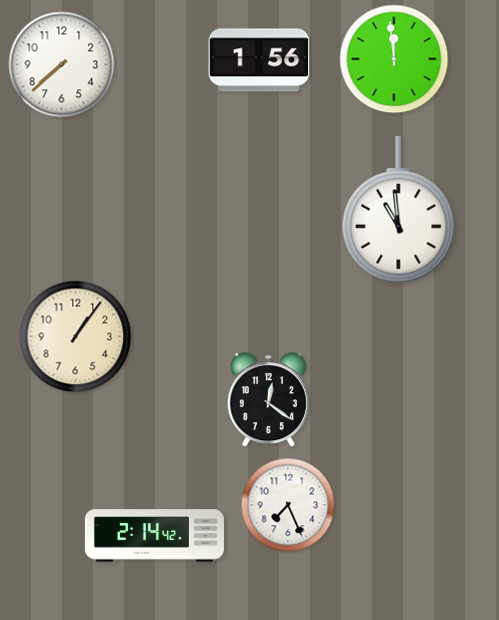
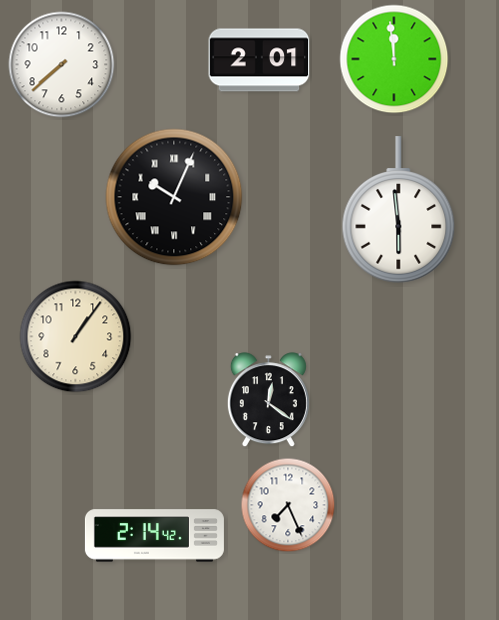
clock at (259, 60): 1:56 -> 2:01
clock at (174, 197): none -> 10:04
clock at (399, 210): 10:59 -> 5:59
